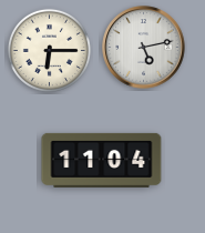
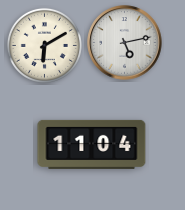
clock at (144, 48) position: (144, 48) -> (125, 43)
clock at (49, 50): 6:15 -> 6:10
